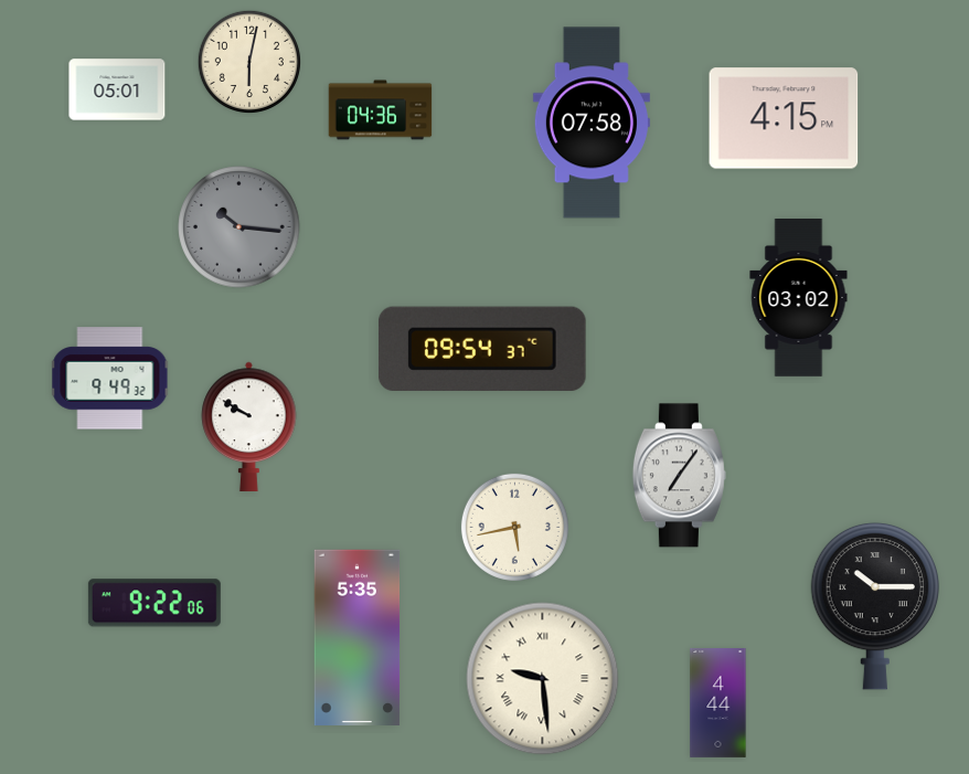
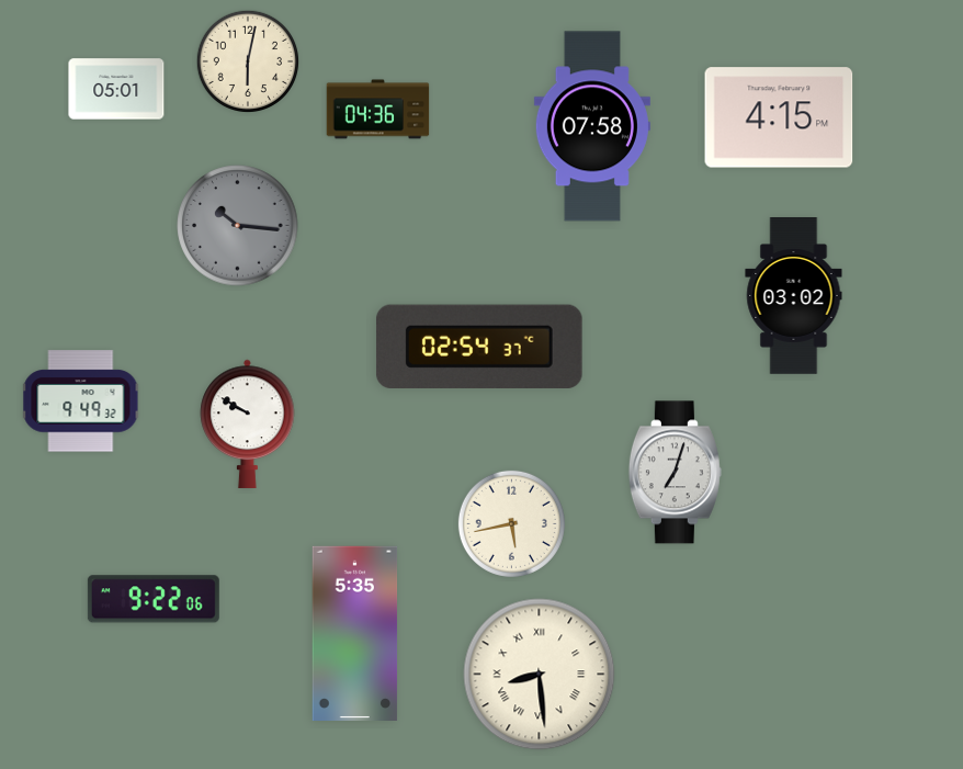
clock at (592, 123) position: (592, 123) -> (592, 126)
clock at (482, 349): 09:54 -> 02:54
clock at (110, 379) position: (110, 379) -> (81, 402)
clock at (679, 476): 7:06 -> 7:03
clock at (874, 606): 10:15 -> none
clock at (543, 679): 9:29 -> 8:29
clock at (718, 703): 4:44 -> none
